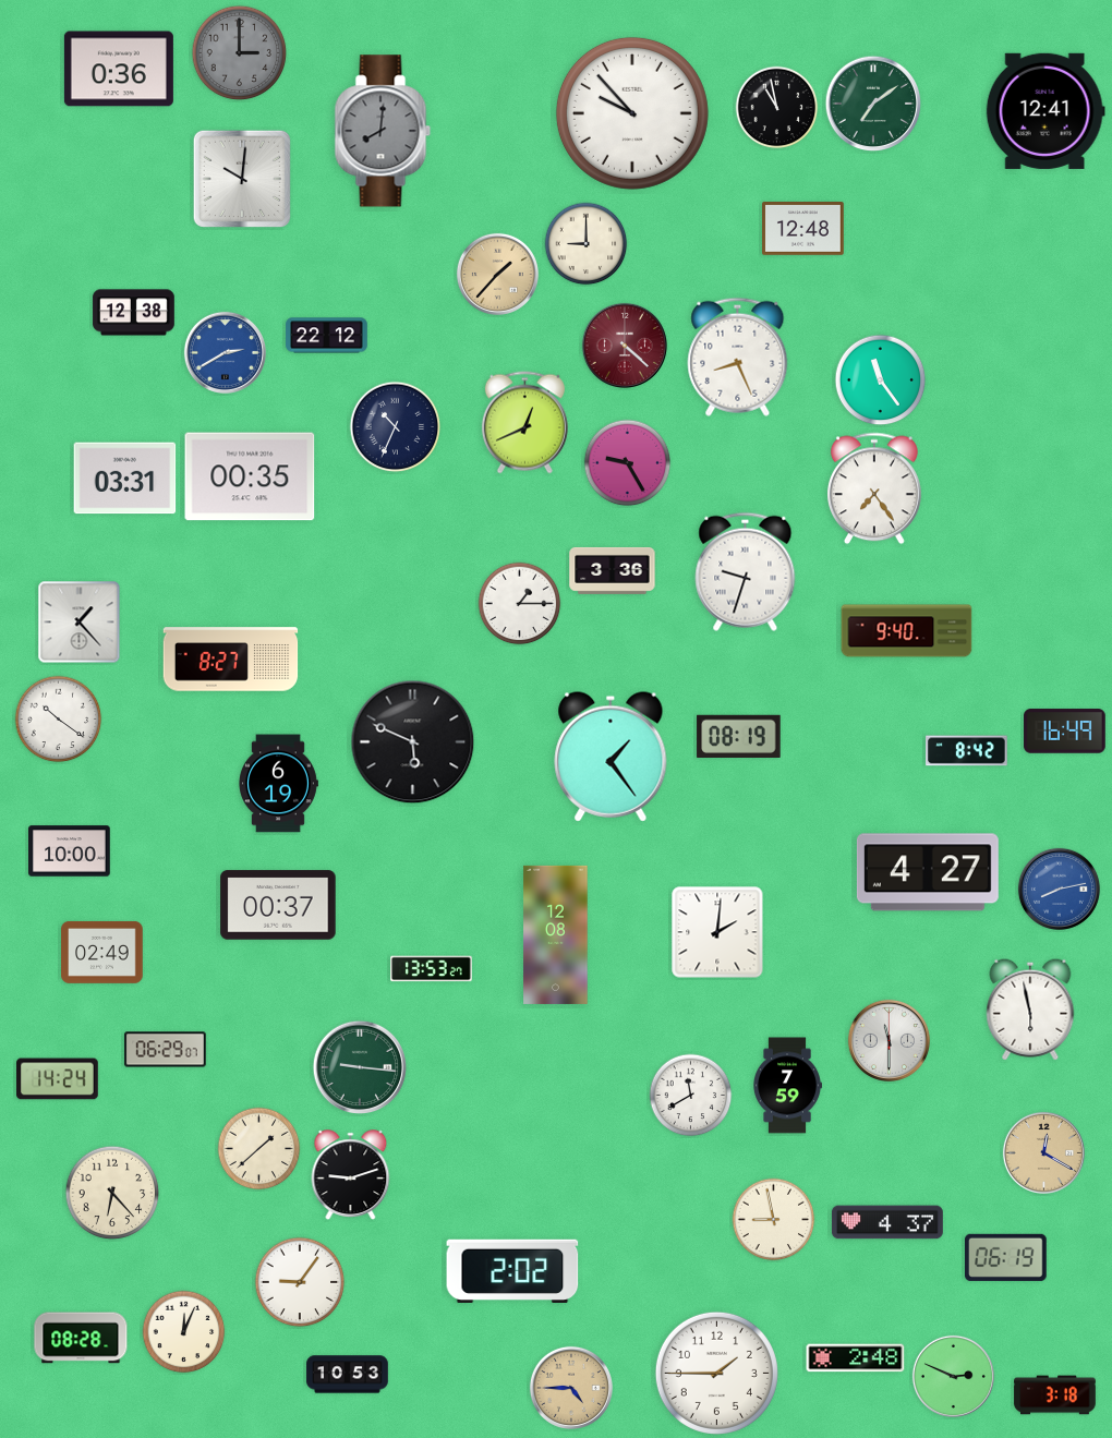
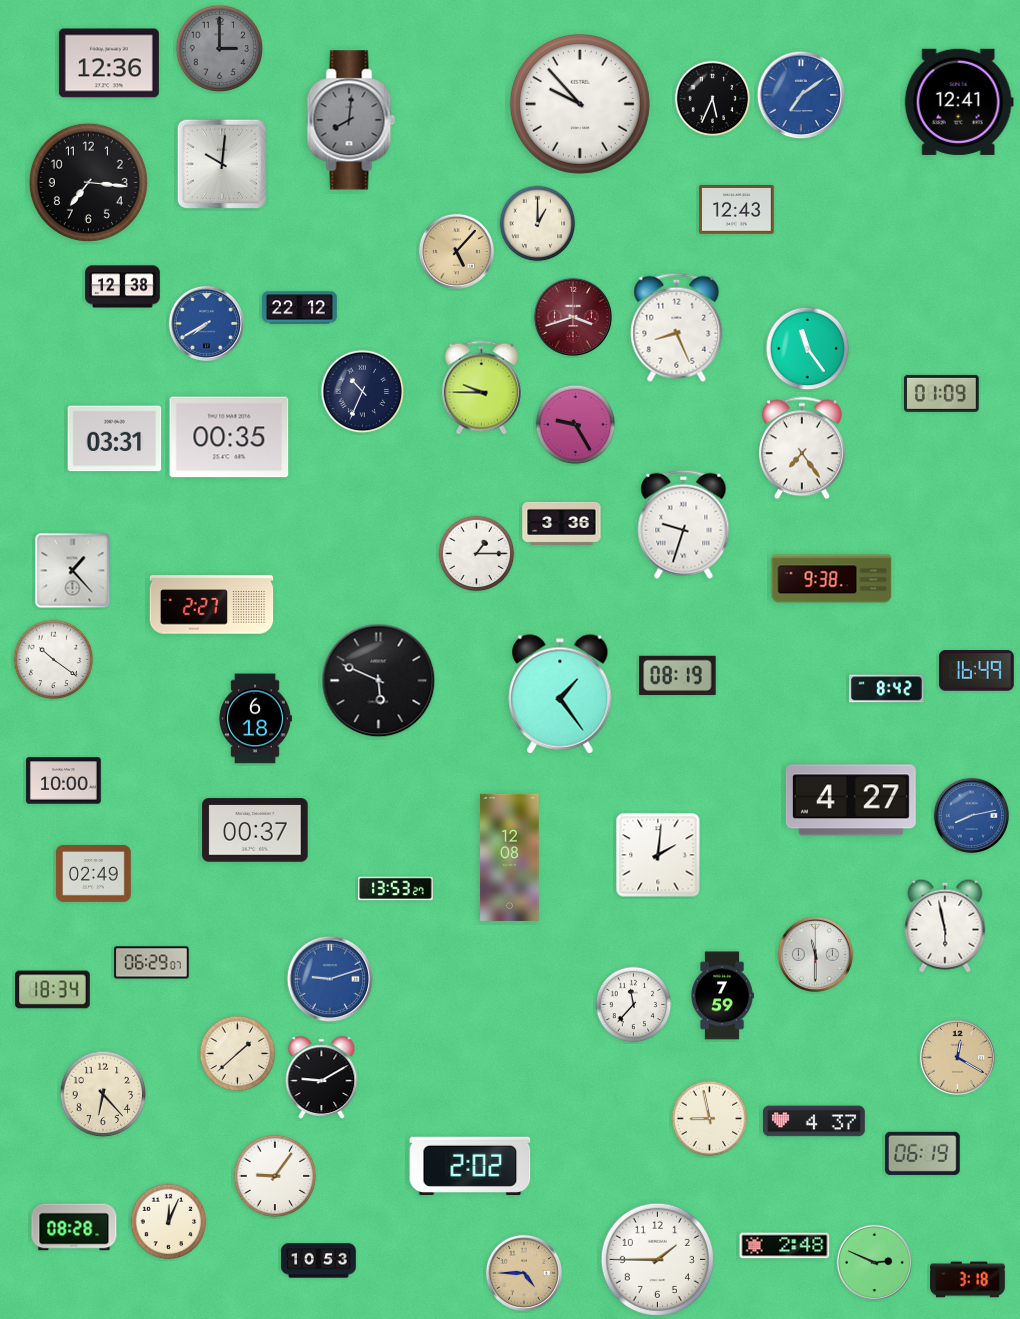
clock at (119, 69): 0:36 -> 12:36
clock at (873, 104) dial: green -> blue
clock at (777, 108): 10:58 -> 5:34
clock at (88, 182): none -> 7:16
clock at (803, 229): 12:48 -> 12:43
clock at (587, 244): 9:00 -> 1:00
clock at (497, 274): 1:37 -> 5:07
clock at (625, 346): 4:22 -> 3:42
clock at (225, 352): 2:40 -> 7:40
clock at (524, 423): 12:41 -> 9:45
clock at (942, 393): none -> 01:09
clock at (907, 631): 9:40 -> 9:38
clock at (231, 660): 8:27 -> 2:27
clock at (278, 784): 6:19 -> 6:18
clock at (360, 1067): 9:16 -> 9:12
clock at (360, 1067) dial: green -> blue
clock at (58, 1079): 14:24 -> 18:34
clock at (691, 1096): 11:40 -> 11:37
clock at (351, 1174): 9:12 -> 9:10
